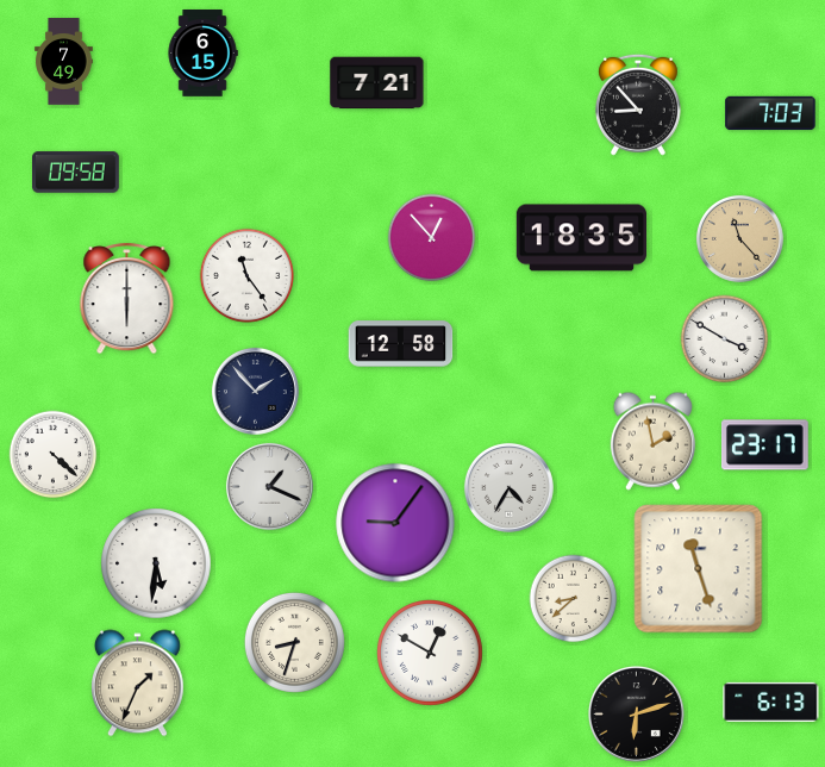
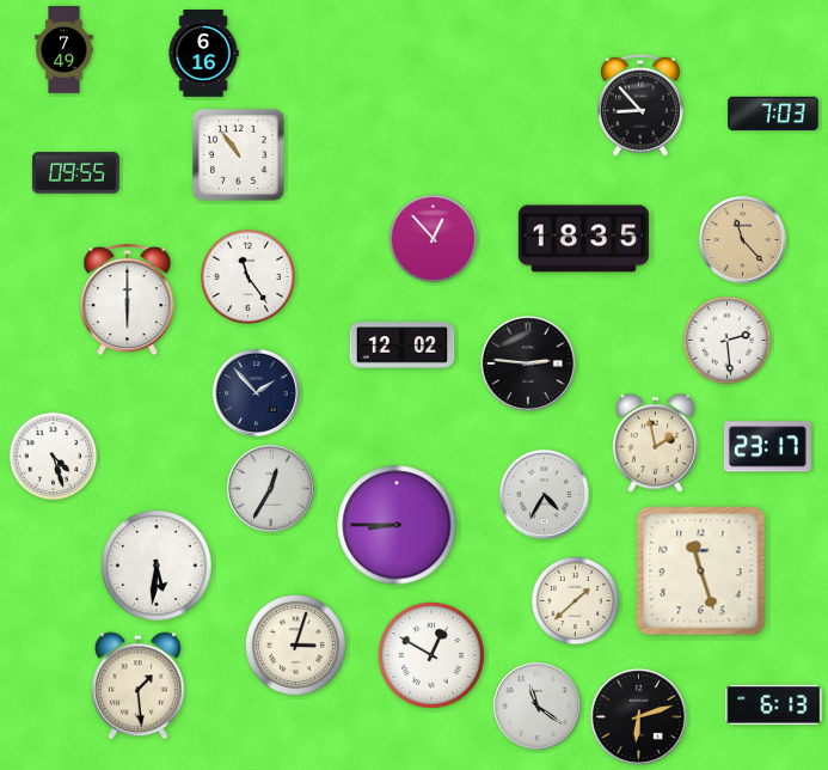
clock at (202, 54): 6:15 -> 6:16
clock at (64, 62) position: (64, 62) -> (65, 50)
clock at (377, 83): 7:21 -> none
clock at (238, 154): none -> 10:54
clock at (76, 173): 09:58 -> 09:55
clock at (725, 339): 3:50 -> 2:29
clock at (401, 344): 12:58 -> 12:02
clock at (528, 363): none -> 2:46
clock at (54, 455): 4:22 -> 4:27
clock at (269, 486): 1:19 -> 12:35
clock at (508, 487) position: (508, 487) -> (544, 494)
clock at (395, 523): 9:06 -> 8:45
clock at (574, 599): 8:38 -> 1:38
clock at (294, 642): 8:33 -> 3:03
clock at (137, 684): 1:34 -> 1:29
clock at (536, 705): none -> 11:21
